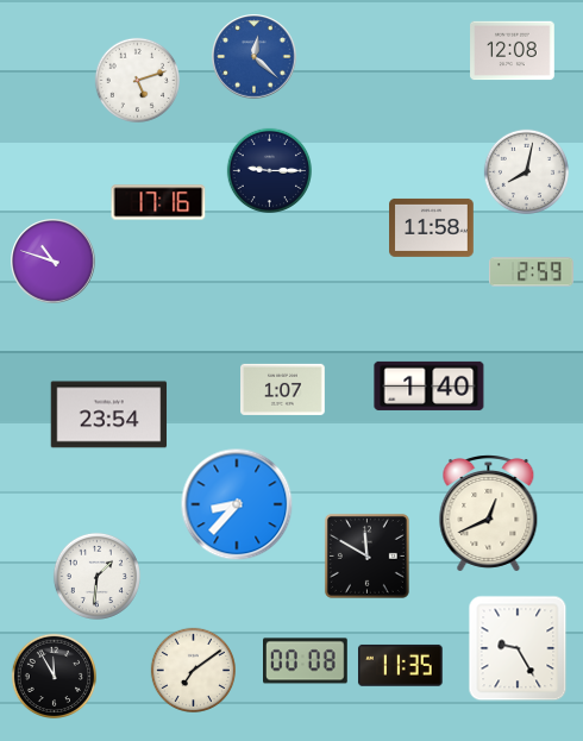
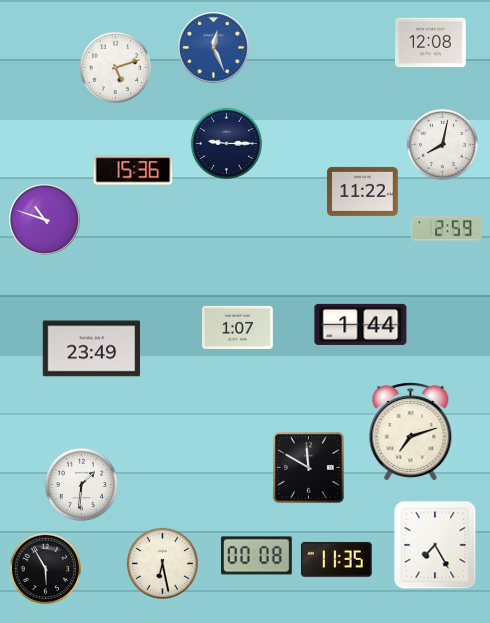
clock at (255, 57): 12:22 -> 12:26
clock at (158, 202): 17:16 -> 15:36
clock at (432, 227): 11:58 -> 11:22
clock at (430, 385): 1:40 -> 1:44
clock at (109, 415): 23:54 -> 23:49
clock at (237, 504): 8:37 -> none
clock at (489, 514): 12:41 -> 7:12
clock at (518, 648): 9:25 -> 7:25
clock at (193, 670): 7:09 -> 6:28
clock at (54, 676): 11:55 -> 5:55
